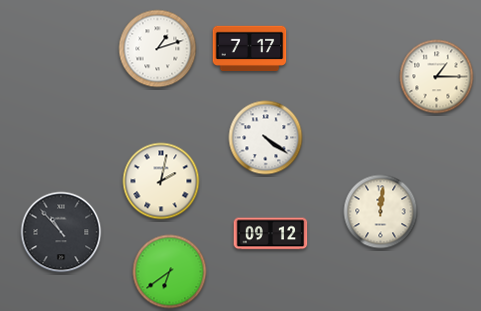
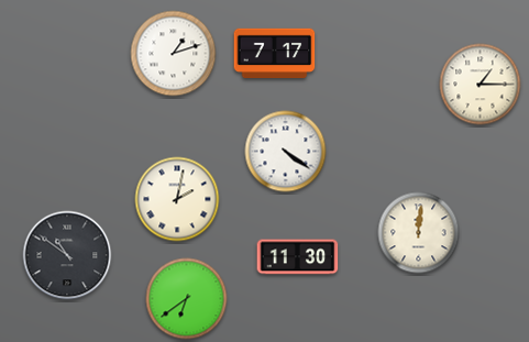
clock at (266, 138) position: (266, 138) -> (286, 152)
clock at (61, 232): 10:53 -> 10:51
clock at (271, 234): 09:12 -> 11:30
